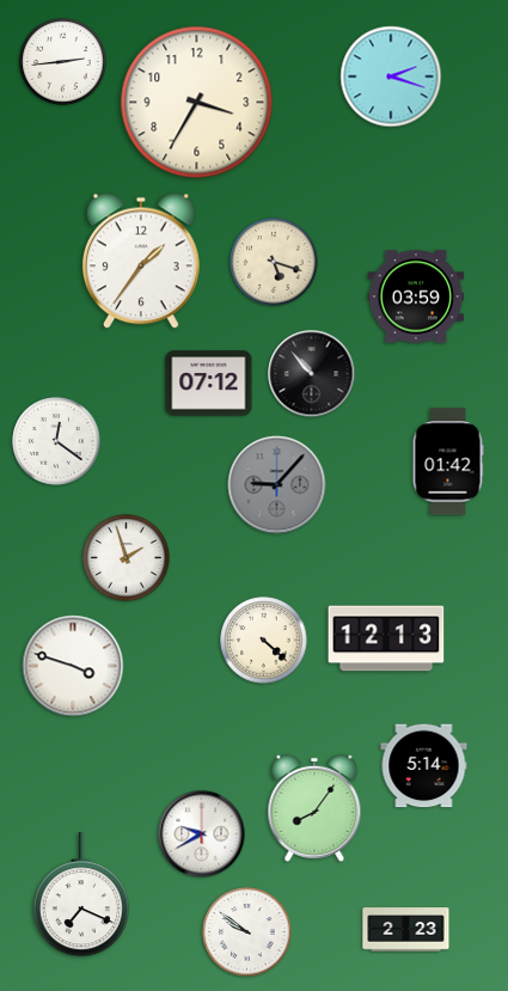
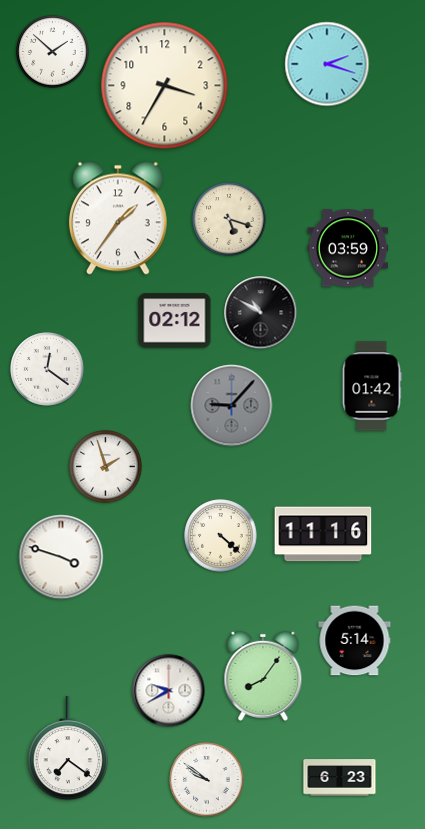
clock at (63, 62): 2:44 -> 1:52
clock at (312, 374): 10:53 -> 10:50
clock at (209, 384): 07:12 -> 02:12
clock at (448, 461) position: (448, 461) -> (372, 386)
clock at (386, 638): 12:13 -> 11:16
clock at (202, 834) position: (202, 834) -> (169, 691)
clock at (81, 895): 7:19 -> 7:21
clock at (406, 930): 2:23 -> 6:23
